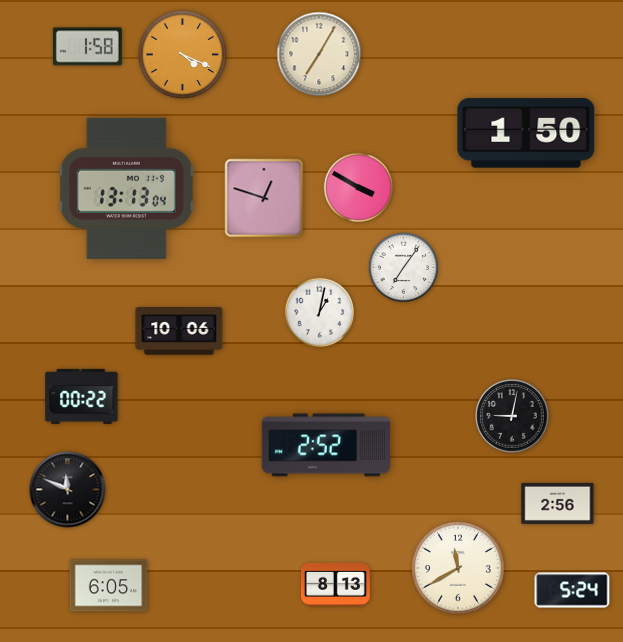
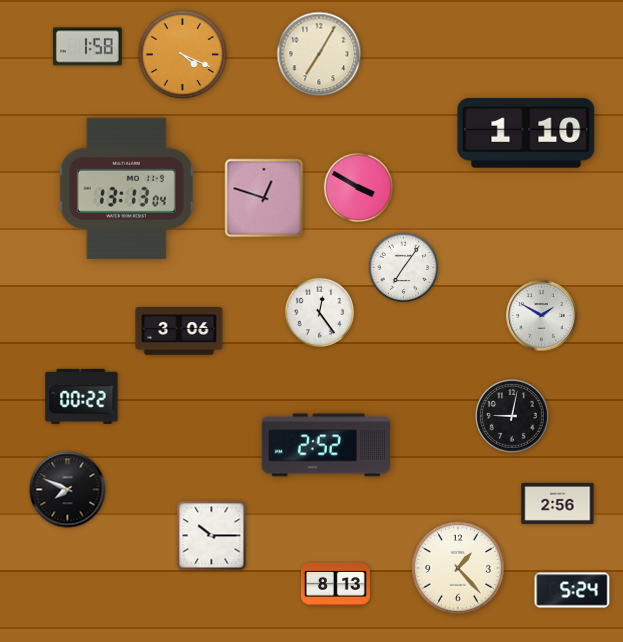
clock at (526, 133): 1:50 -> 1:10
clock at (319, 312): 1:02 -> 12:24
clock at (542, 316): none -> 1:50
clock at (179, 331): 10:06 -> 3:06
clock at (68, 490): 11:49 -> 7:49
clock at (212, 536): none -> 10:15
clock at (458, 568): 11:40 -> 1:23
clock at (109, 586): 6:05 -> none
